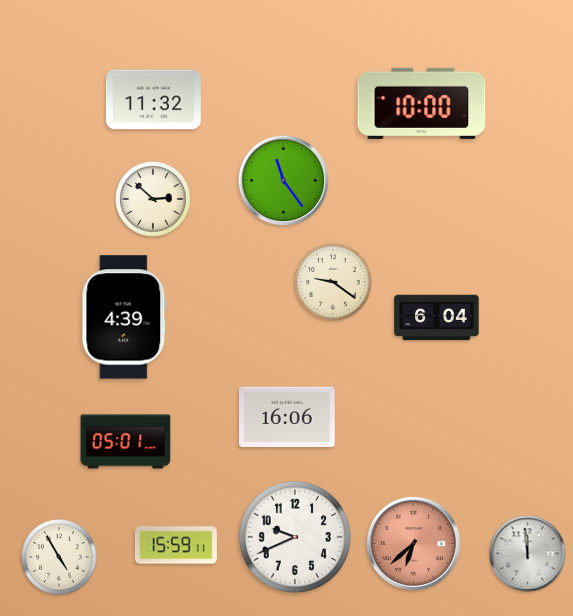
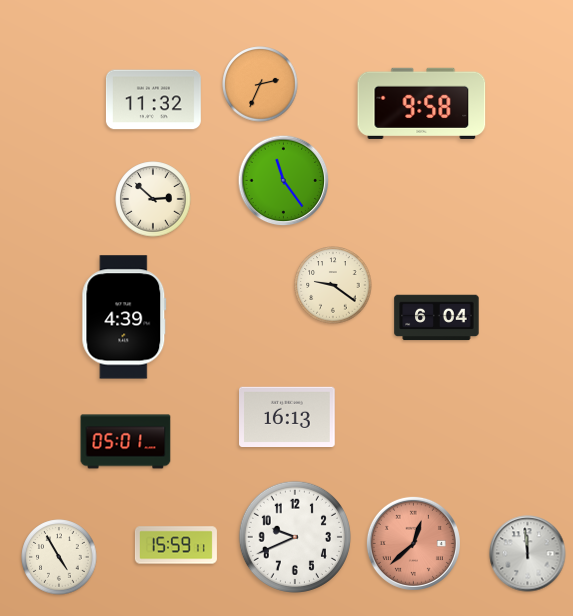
clock at (260, 84): none -> 2:34
clock at (422, 103): 10:00 -> 9:58
clock at (333, 282) position: (333, 282) -> (333, 285)
clock at (288, 416): 16:06 -> 16:13
clock at (413, 543): 6:38 -> 12:38
